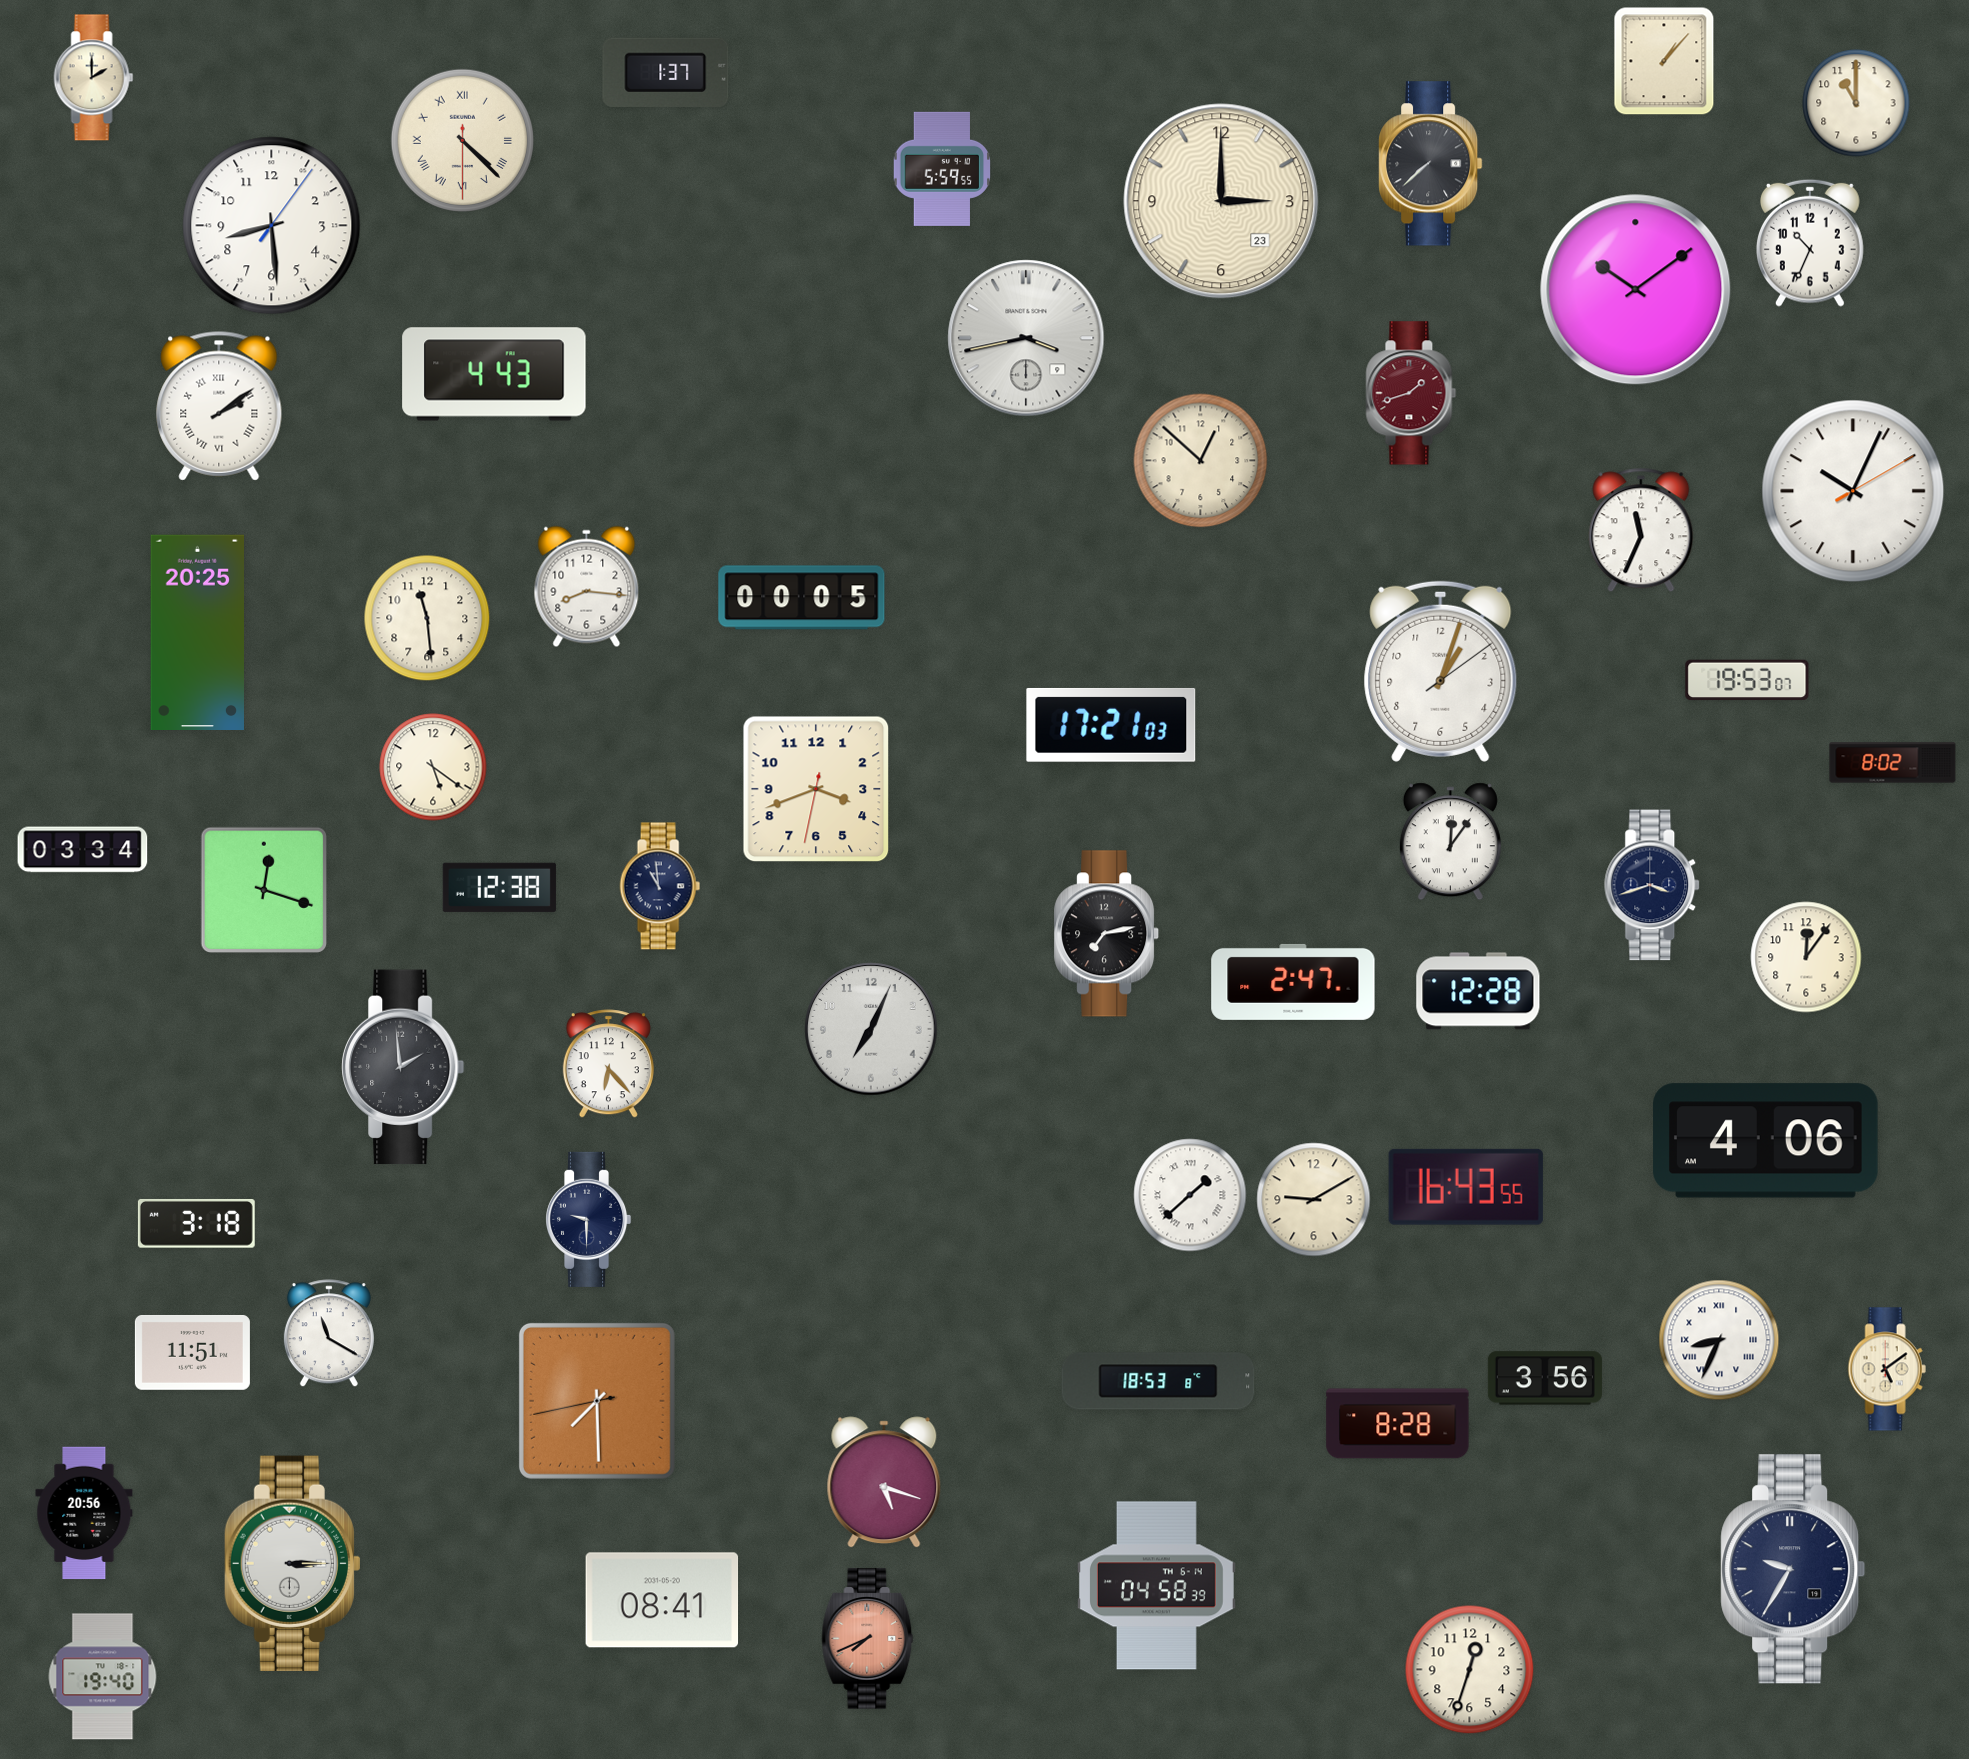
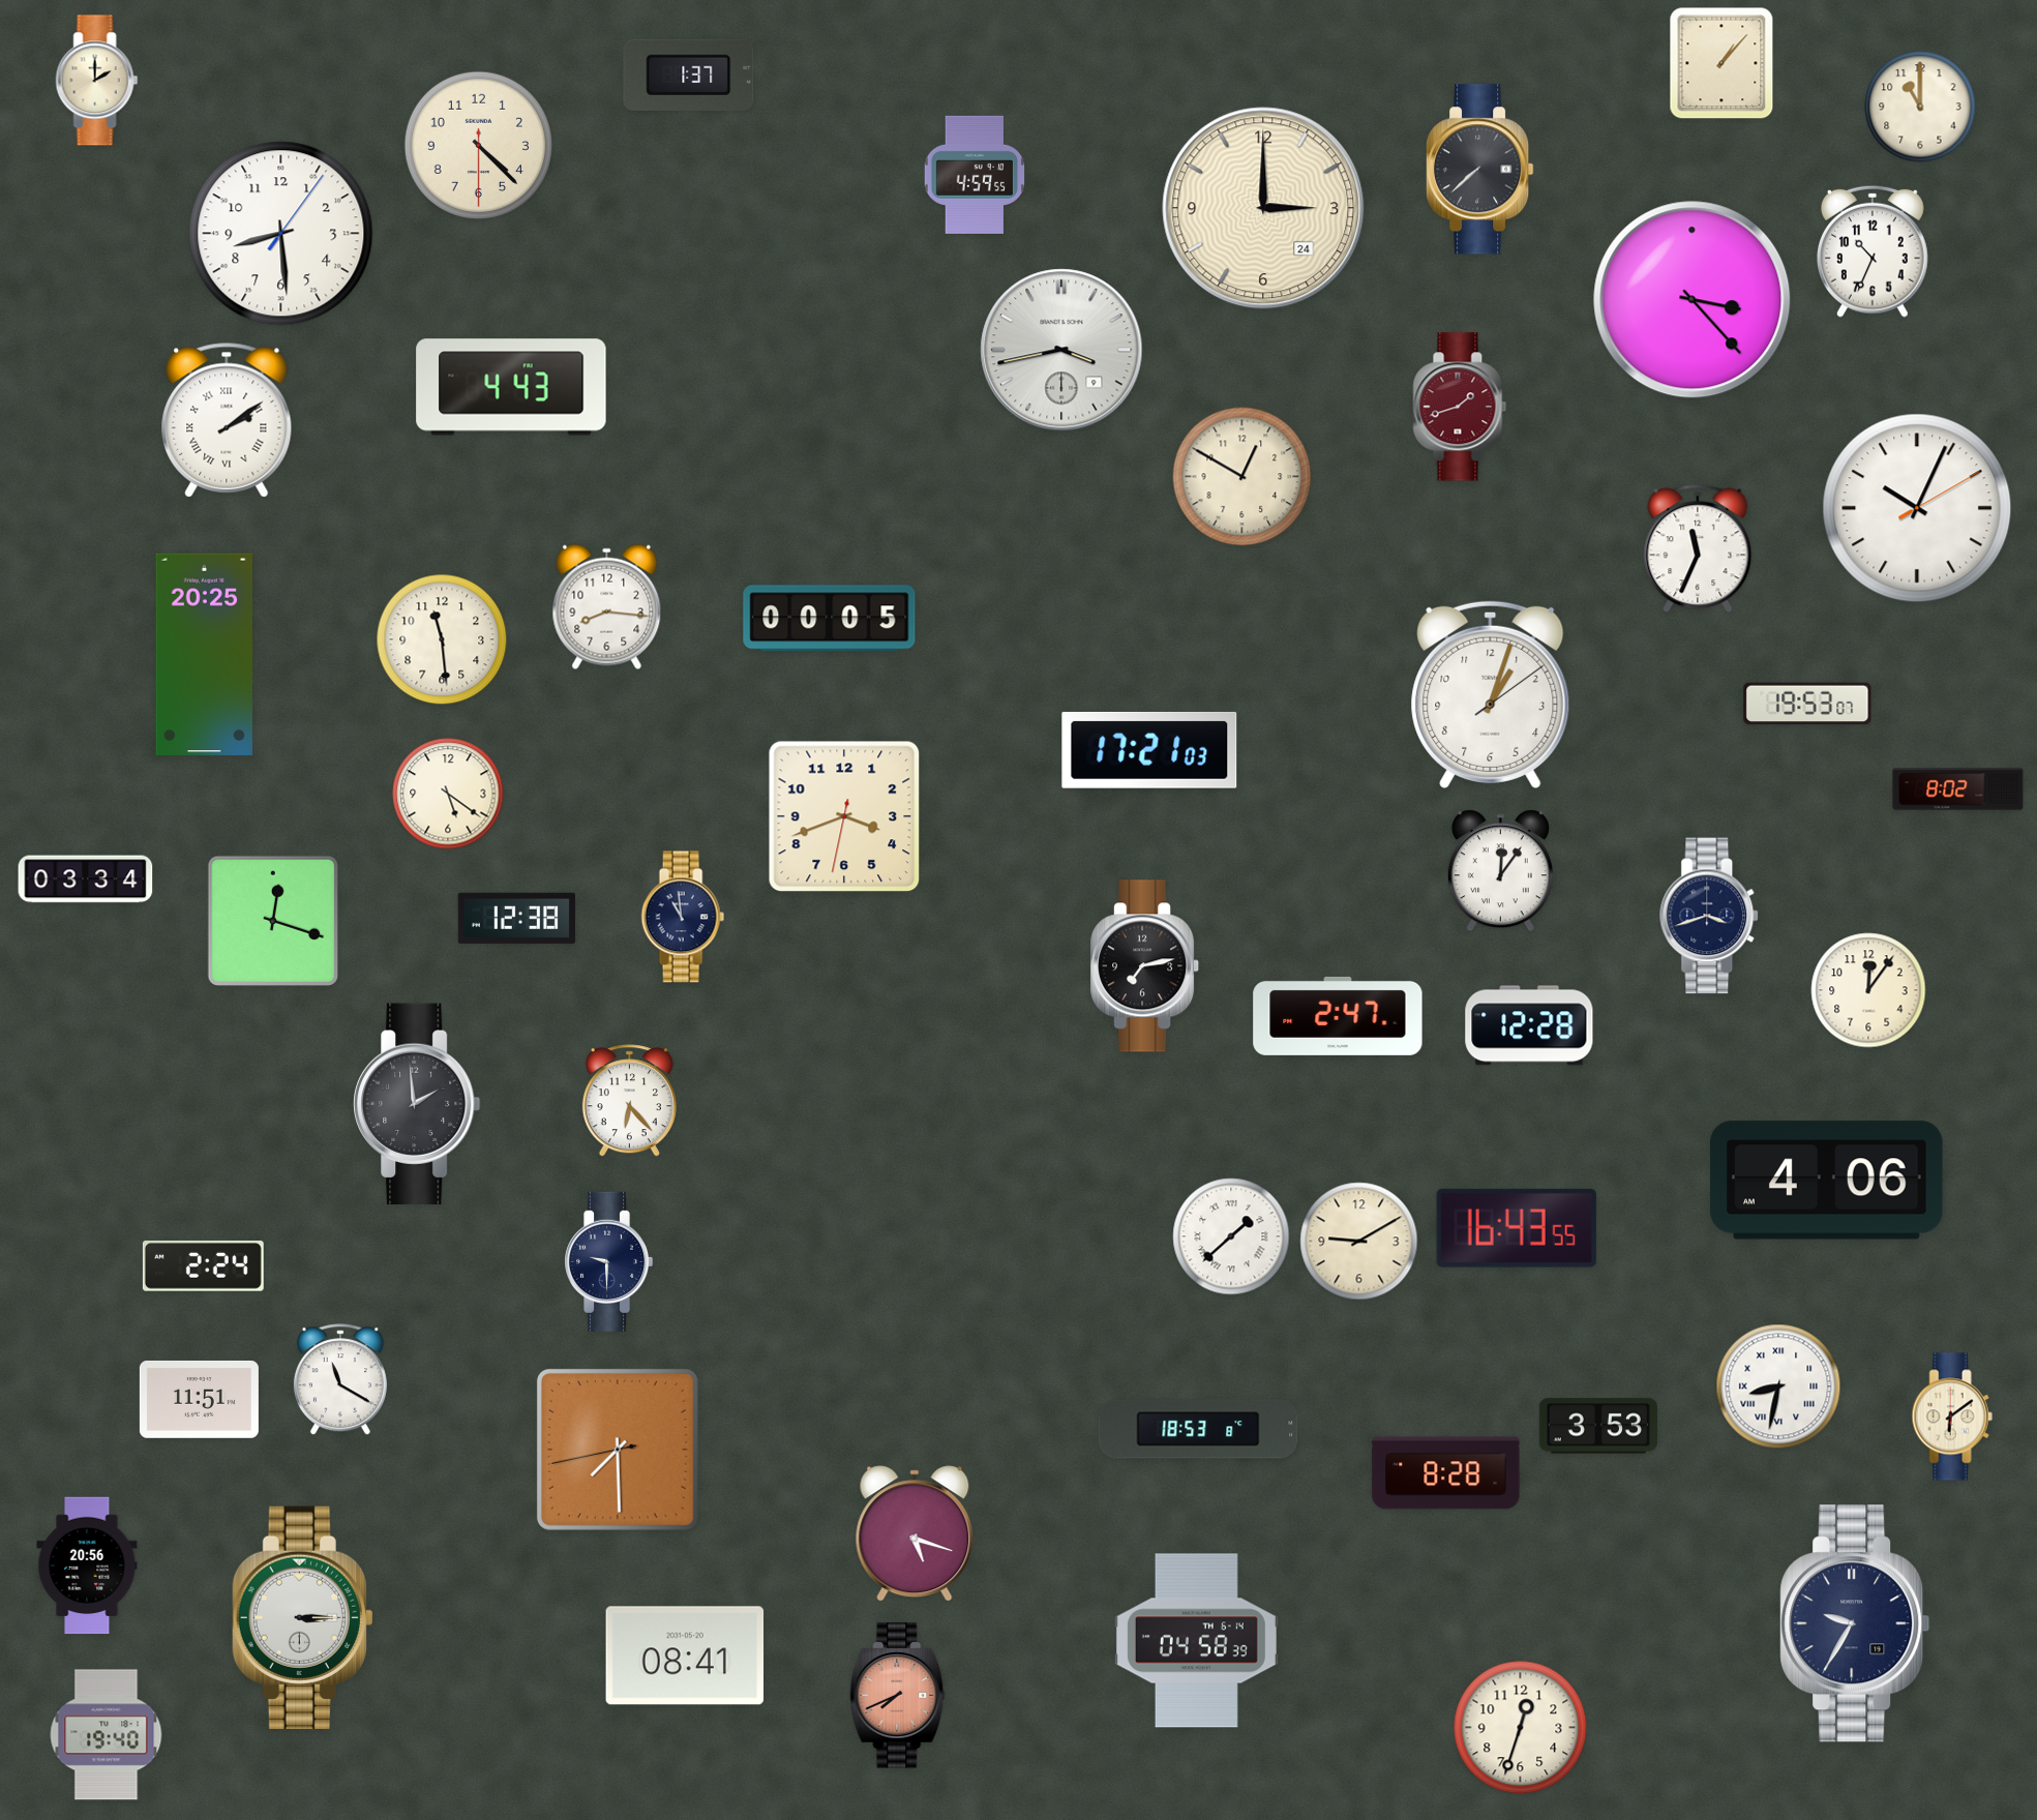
clock at (462, 140) numerals: Roman -> Arabic
clock at (942, 169): 5:59 -> 4:59
clock at (1221, 201) date: 23 -> 24
clock at (1636, 290): 10:09 -> 3:23
clock at (1201, 461): 12:52 -> 12:50
clock at (871, 1029): 7:04 -> none
clock at (196, 1223): 3:18 -> 2:24
clock at (1719, 1340): 8:34 -> 8:32
clock at (1887, 1369): 5:09 -> 6:09
clock at (1545, 1378): 3:56 -> 3:53
